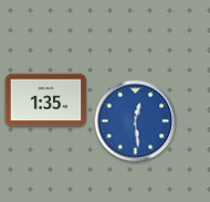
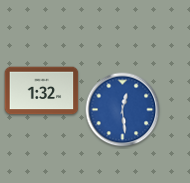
clock at (46, 100): 1:35 -> 1:32
